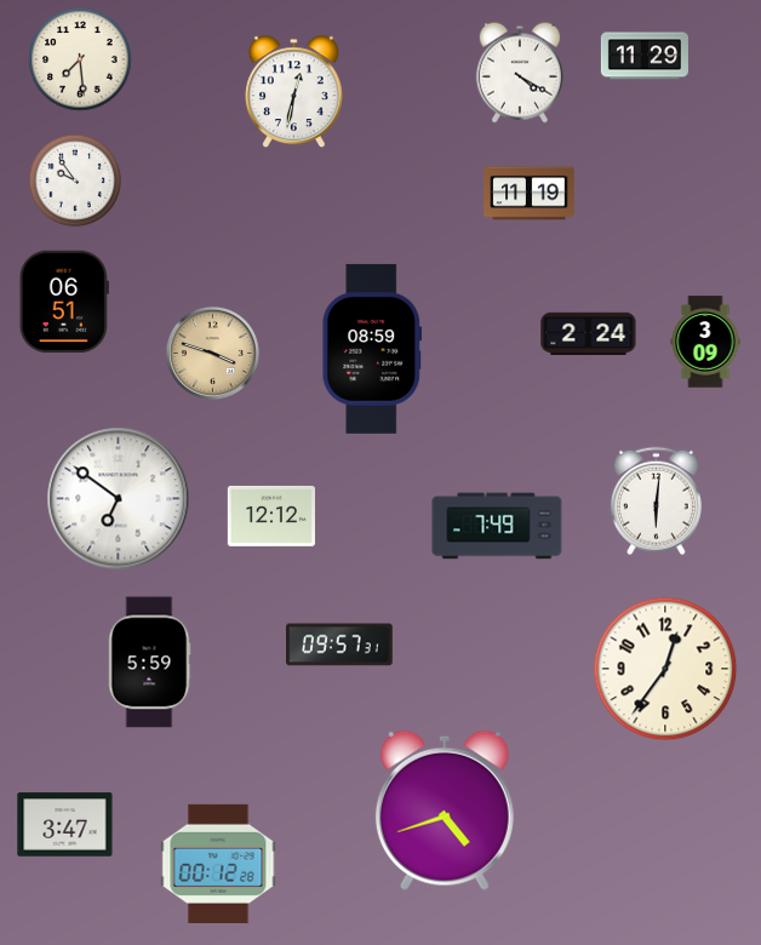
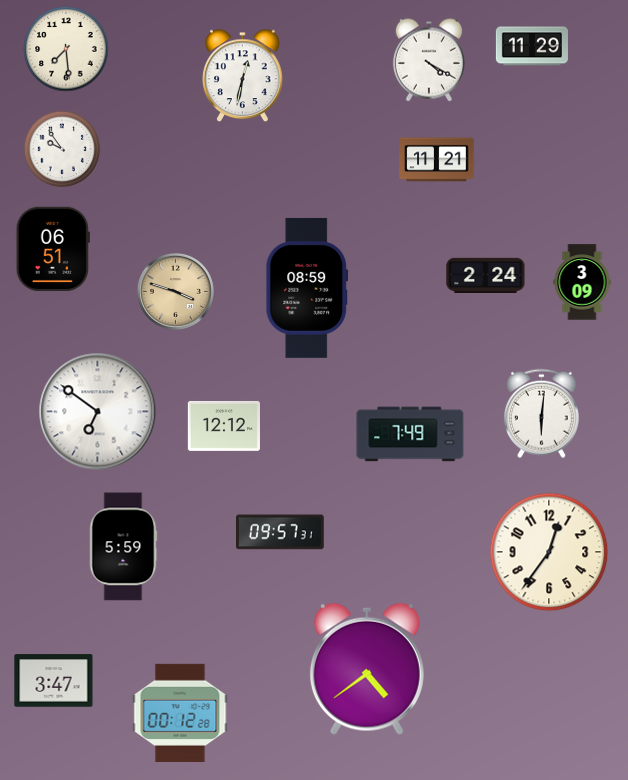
clock at (530, 194): 11:19 -> 11:21
clock at (445, 811): 4:42 -> 4:39
